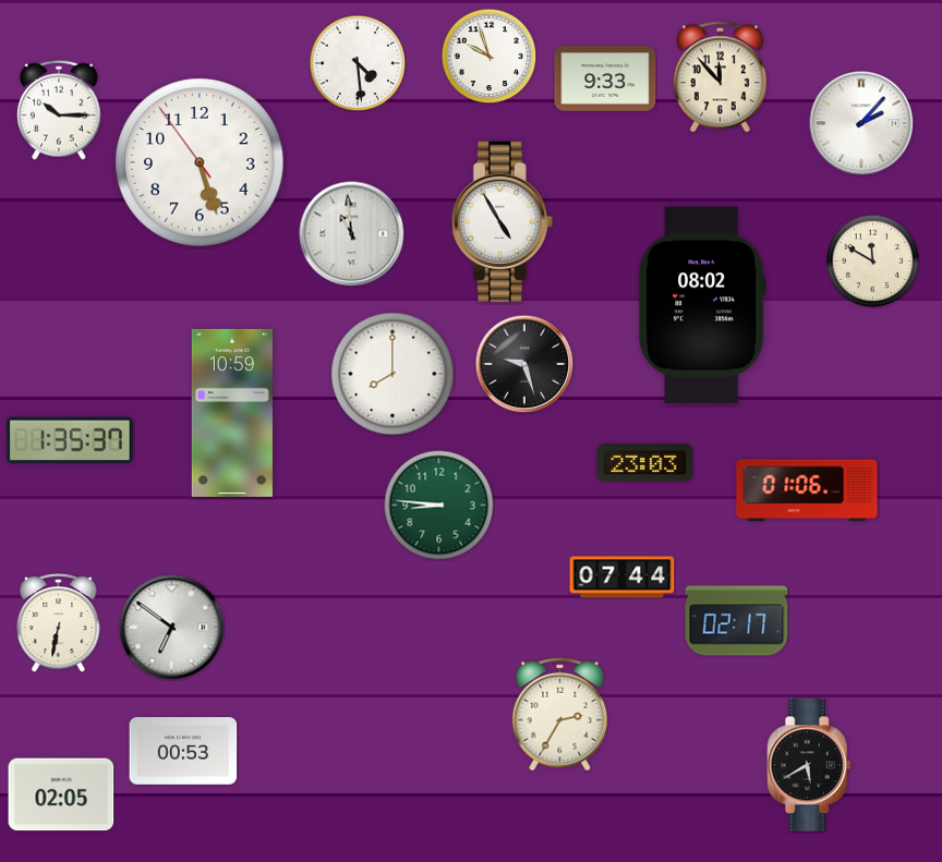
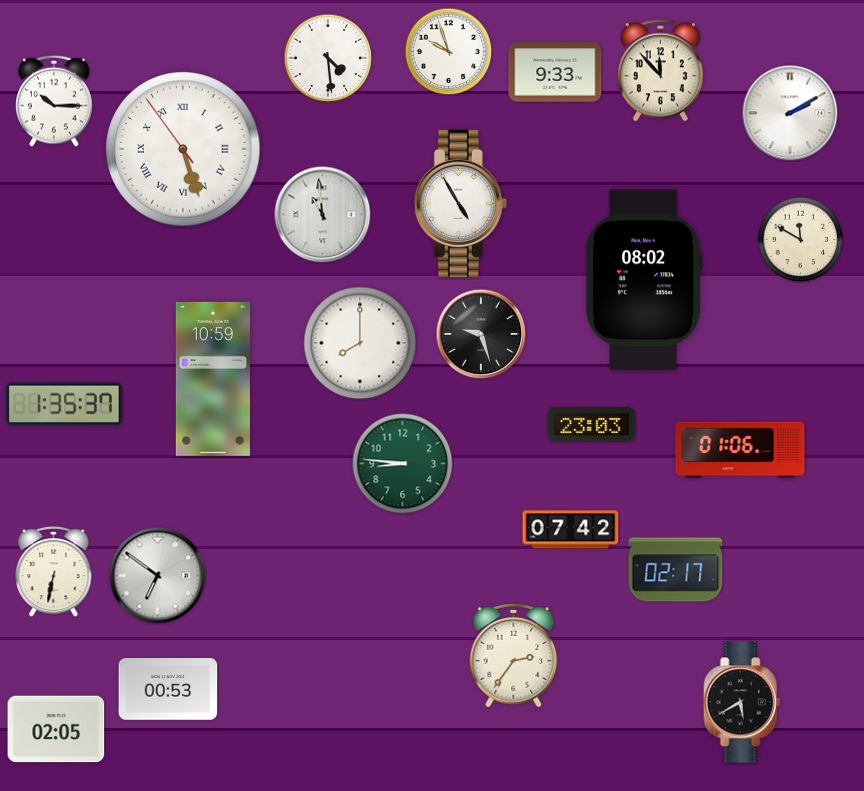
clock at (861, 123): 2:07 -> 2:10
clock at (200, 162) numerals: Arabic -> Roman
clock at (623, 578): 07:44 -> 07:42
clock at (560, 715): 2:35 -> 2:36
